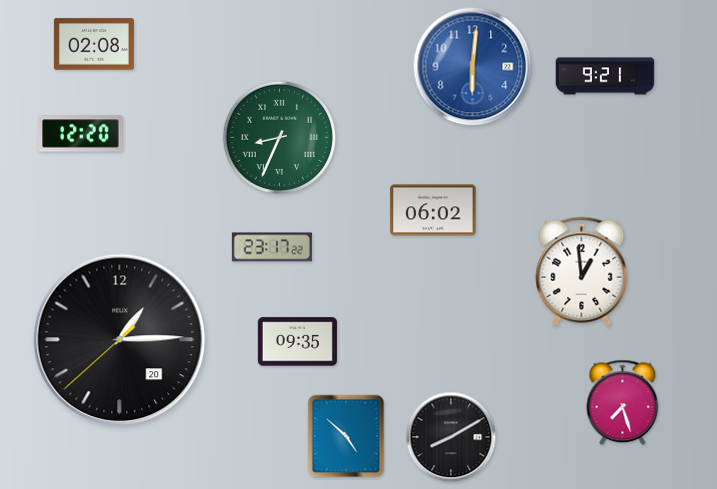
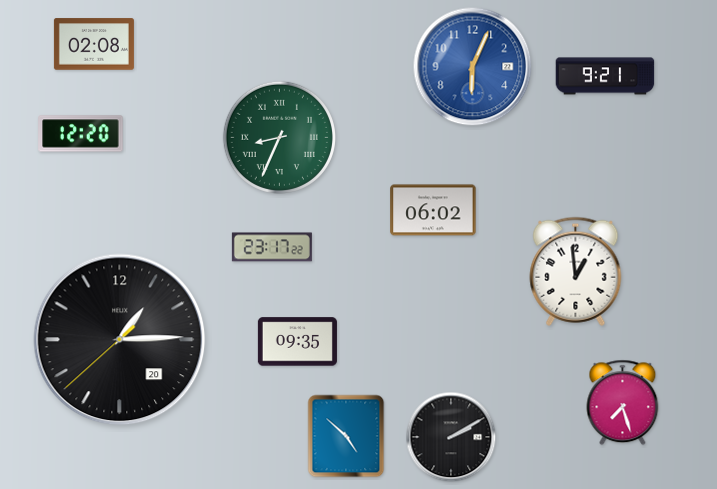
clock at (473, 67): 6:01 -> 6:04
clock at (582, 271) position: (582, 271) -> (576, 271)
clock at (451, 437): 8:10 -> 2:10
